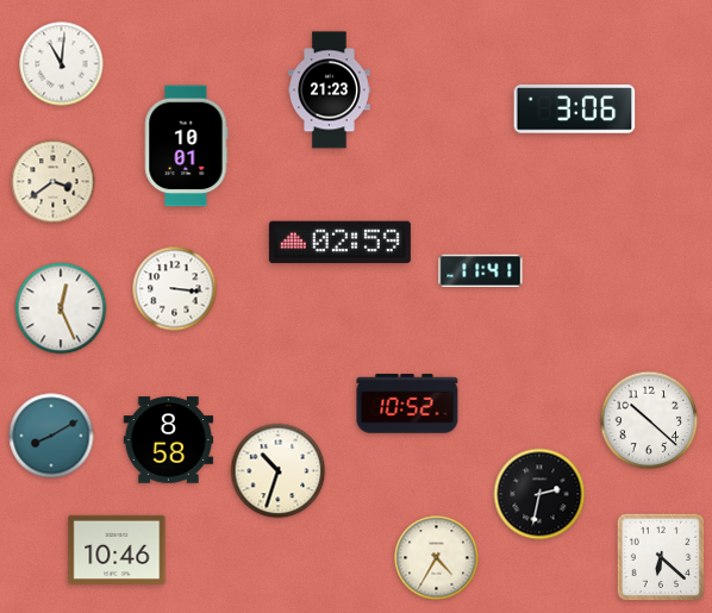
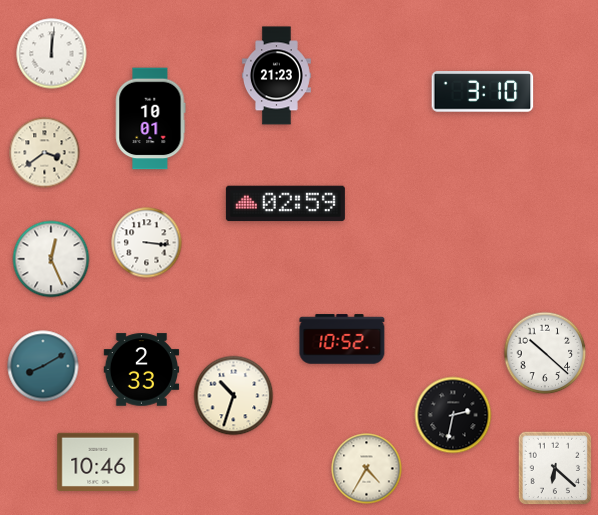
clock at (62, 64): 11:01 -> 12:01
clock at (575, 110): 3:06 -> 3:10
clock at (187, 146) position: (187, 146) -> (151, 119)
clock at (481, 271): 11:41 -> none
clock at (169, 440): 8:58 -> 2:33
